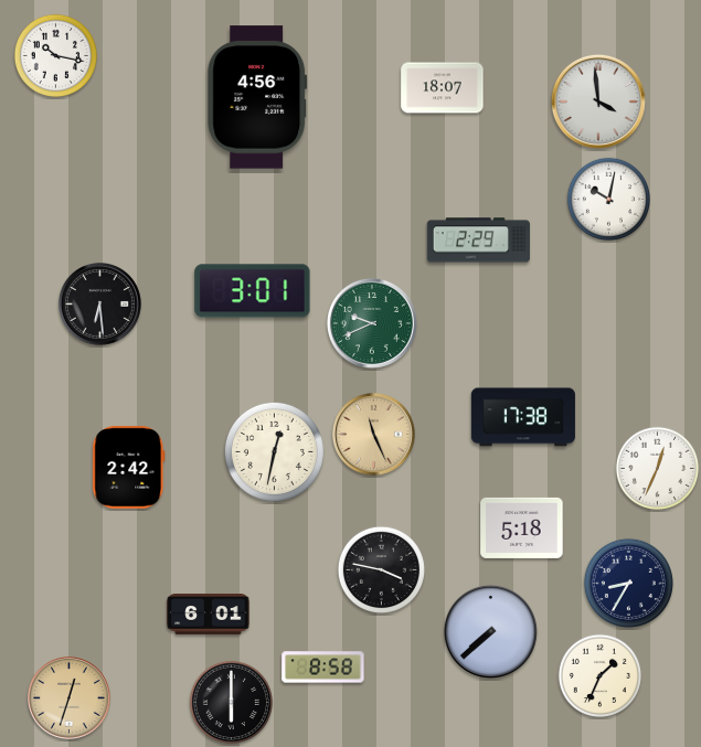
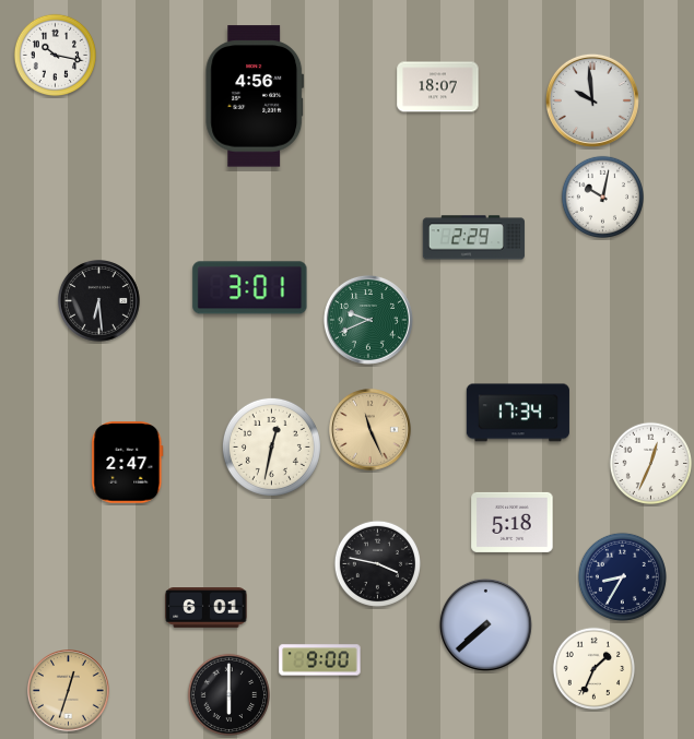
clock at (598, 102): 3:59 -> 9:59
clock at (523, 417): 17:38 -> 17:34
clock at (129, 468): 2:42 -> 2:47
clock at (522, 527) position: (522, 527) -> (513, 522)
clock at (323, 668): 8:58 -> 9:00
